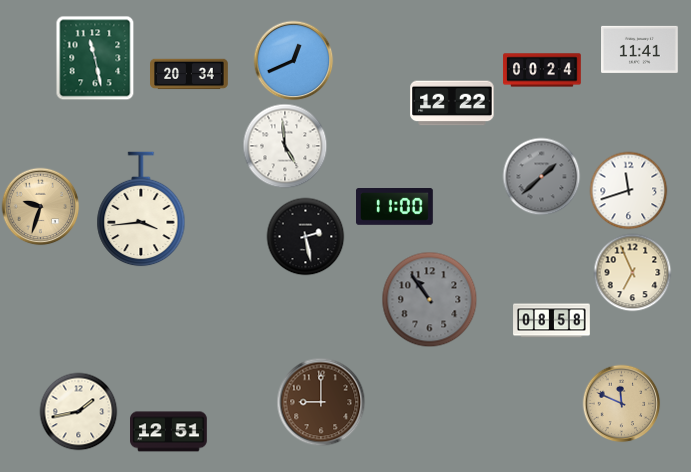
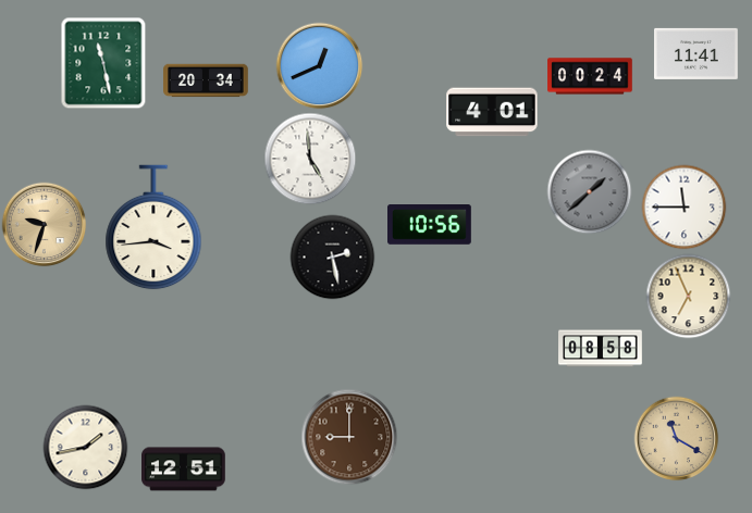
clock at (452, 103): 12:22 -> 4:01
clock at (628, 190): 11:42 -> 11:45
clock at (395, 207): 11:00 -> 10:56
clock at (429, 299): 10:54 -> none
clock at (621, 403): 11:49 -> 11:20
